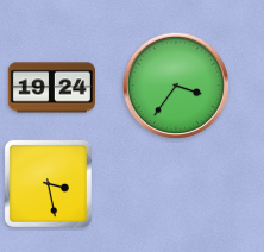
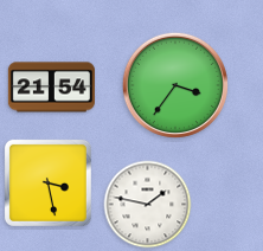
clock at (51, 88): 19:24 -> 21:54
clock at (148, 205): none -> 1:47
